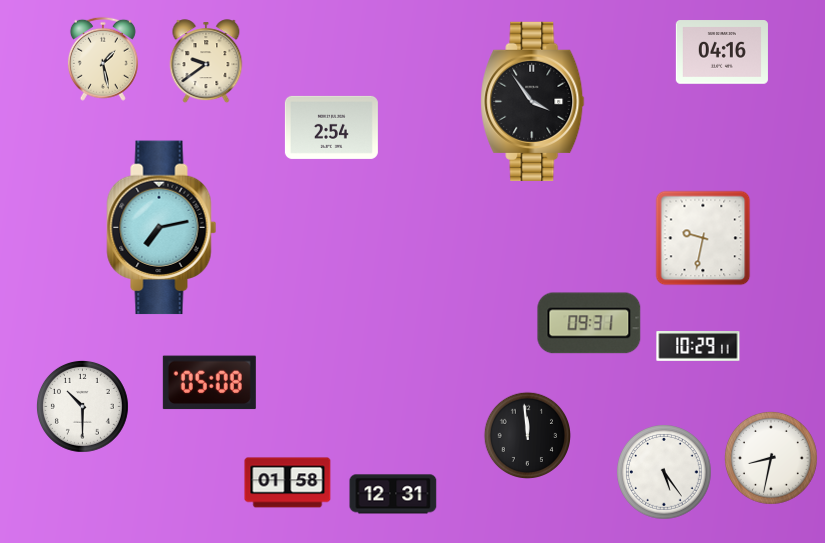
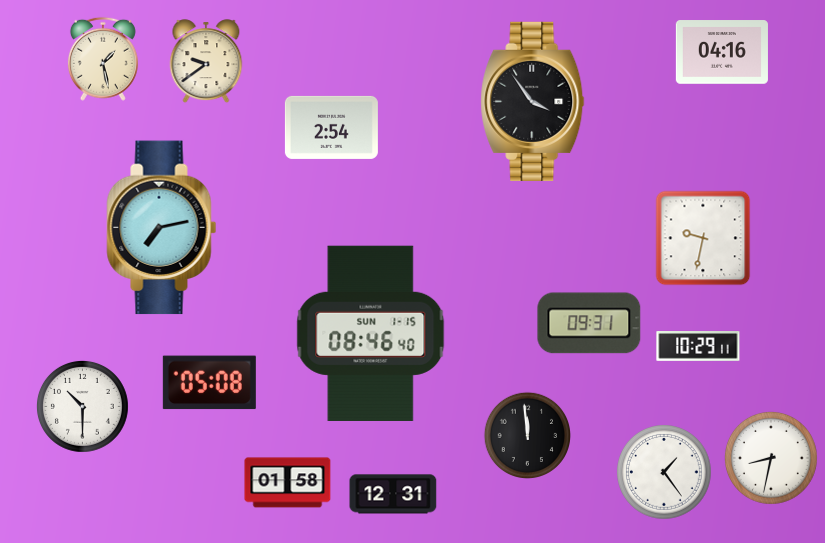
clock at (371, 333): none -> 08:46
clock at (664, 472): 5:24 -> 1:24
